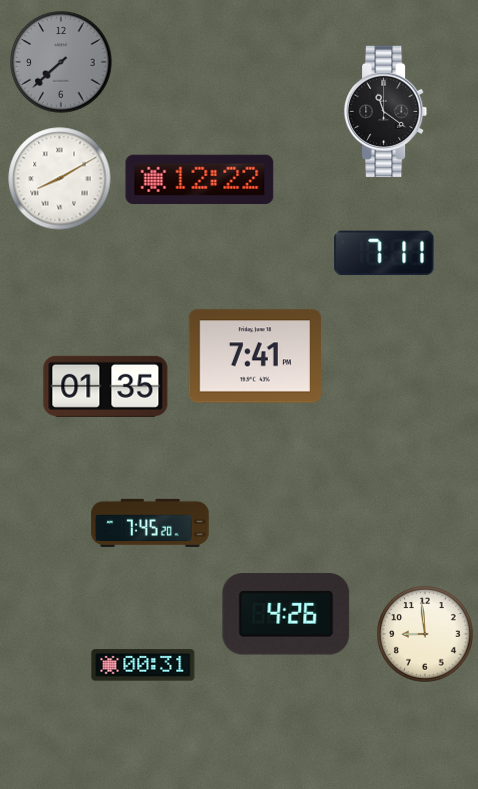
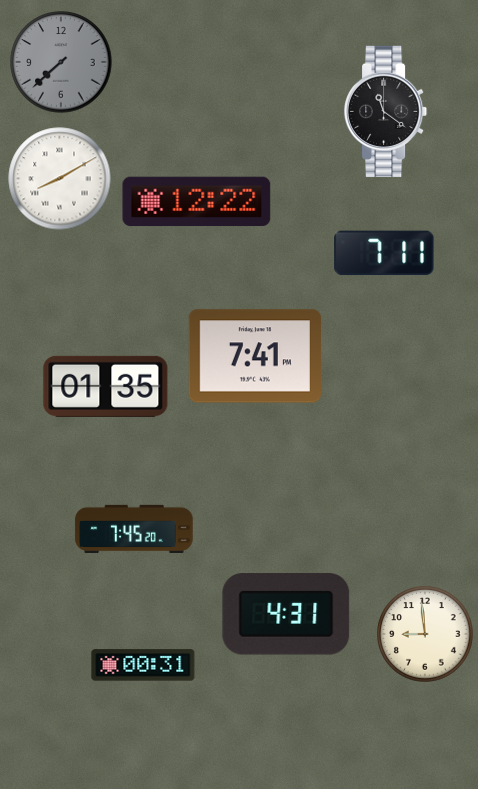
clock at (200, 180) position: (200, 180) -> (197, 202)
clock at (150, 523) position: (150, 523) -> (134, 529)
clock at (286, 614): 4:26 -> 4:31
